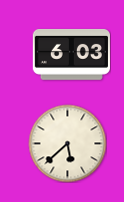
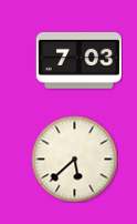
clock at (71, 54): 6:03 -> 7:03
